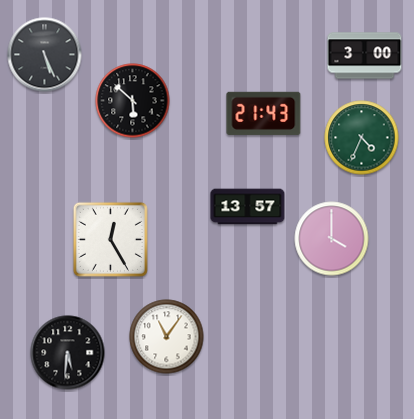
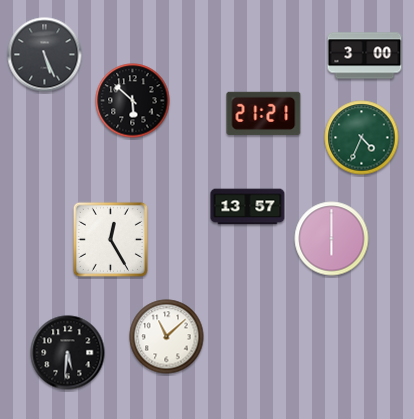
clock at (264, 113): 21:43 -> 21:21
clock at (332, 239): 4:00 -> 6:00
clock at (167, 337): 11:06 -> 11:08
